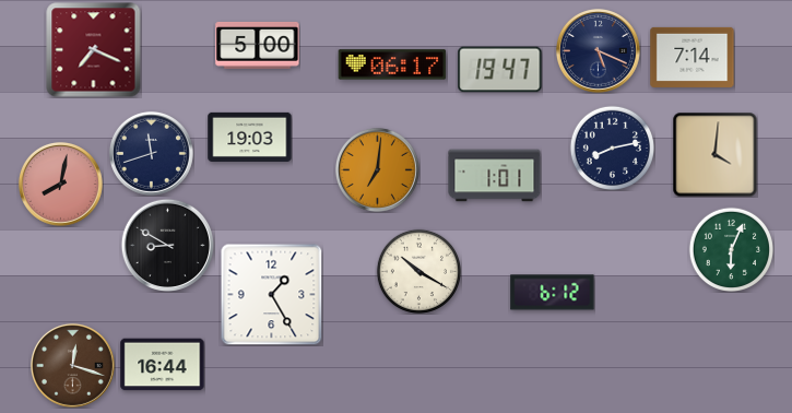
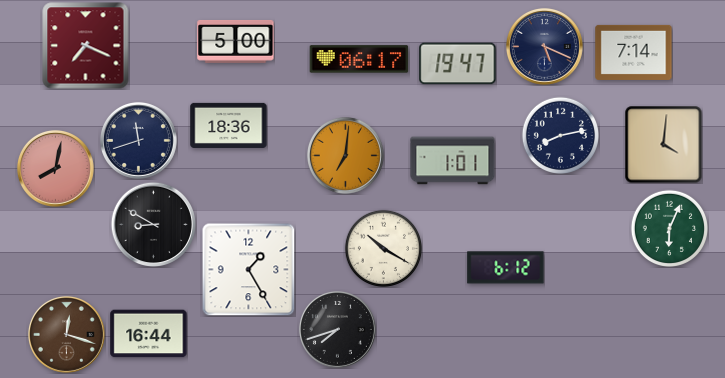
clock at (598, 50) position: (598, 50) -> (544, 46)
clock at (250, 137): 19:03 -> 18:36
clock at (714, 154) position: (714, 154) -> (663, 144)
clock at (337, 329): none -> 7:42
